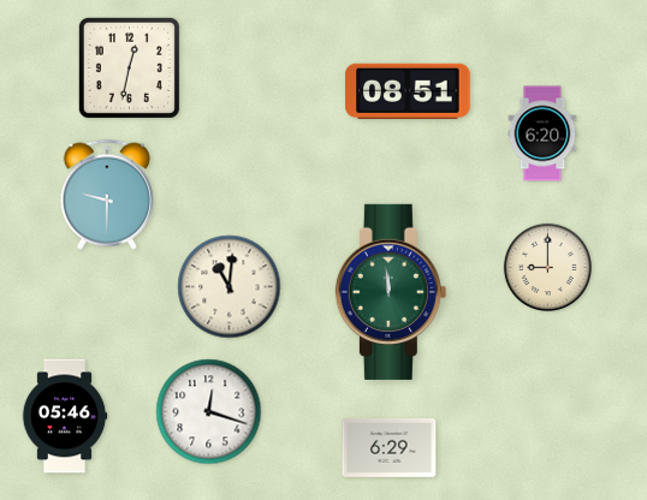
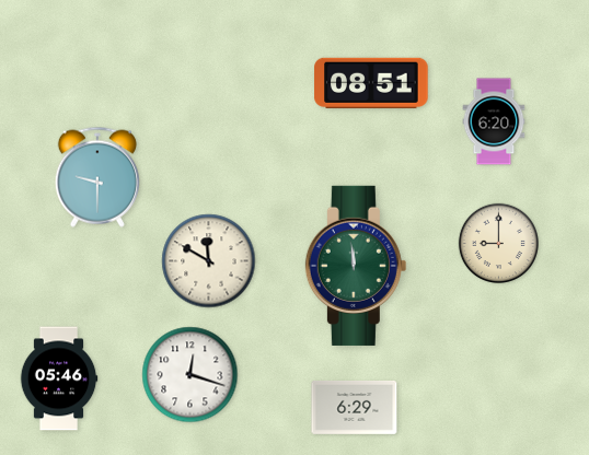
clock at (129, 67): 12:32 -> none
clock at (230, 287): 11:01 -> 11:50
